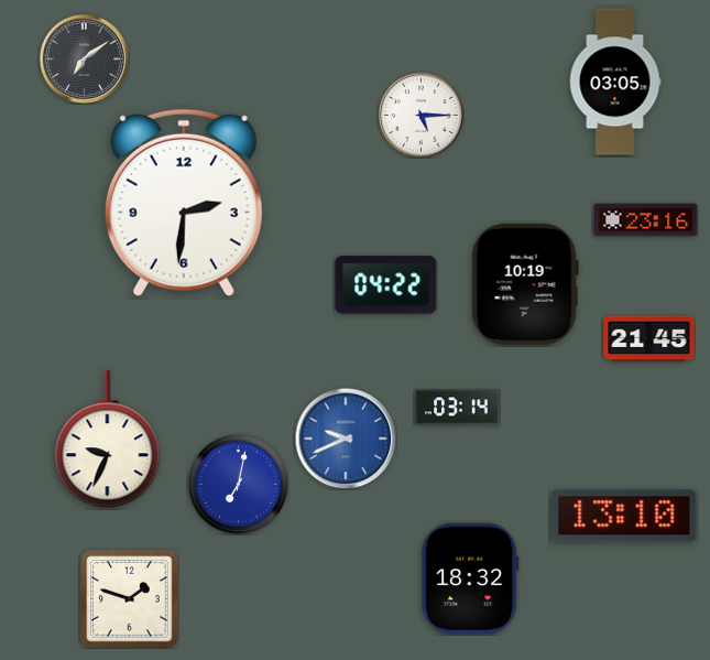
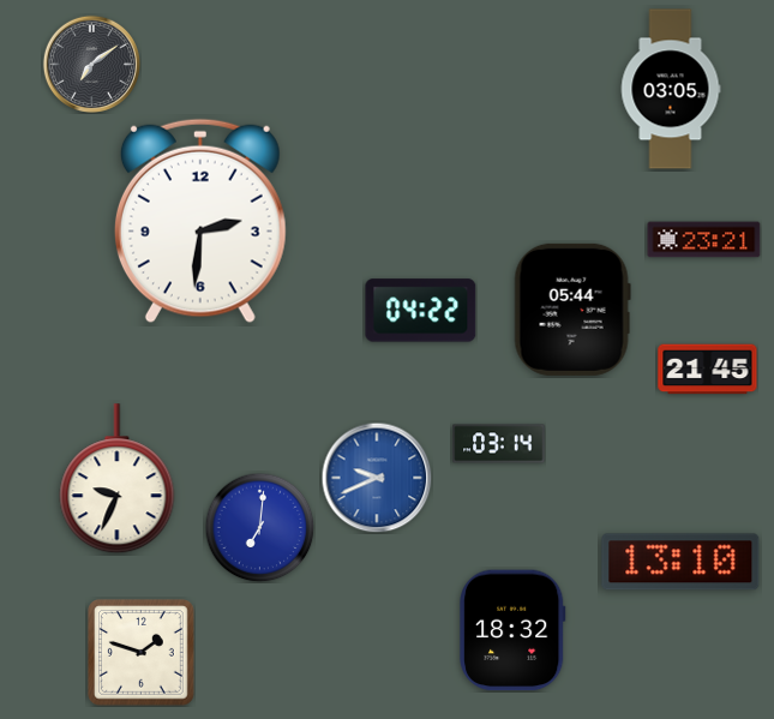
clock at (420, 115): 5:15 -> none
clock at (646, 220): 23:16 -> 23:21
clock at (525, 284): 10:19 -> 05:44
clock at (238, 484): 7:02 -> 7:01
